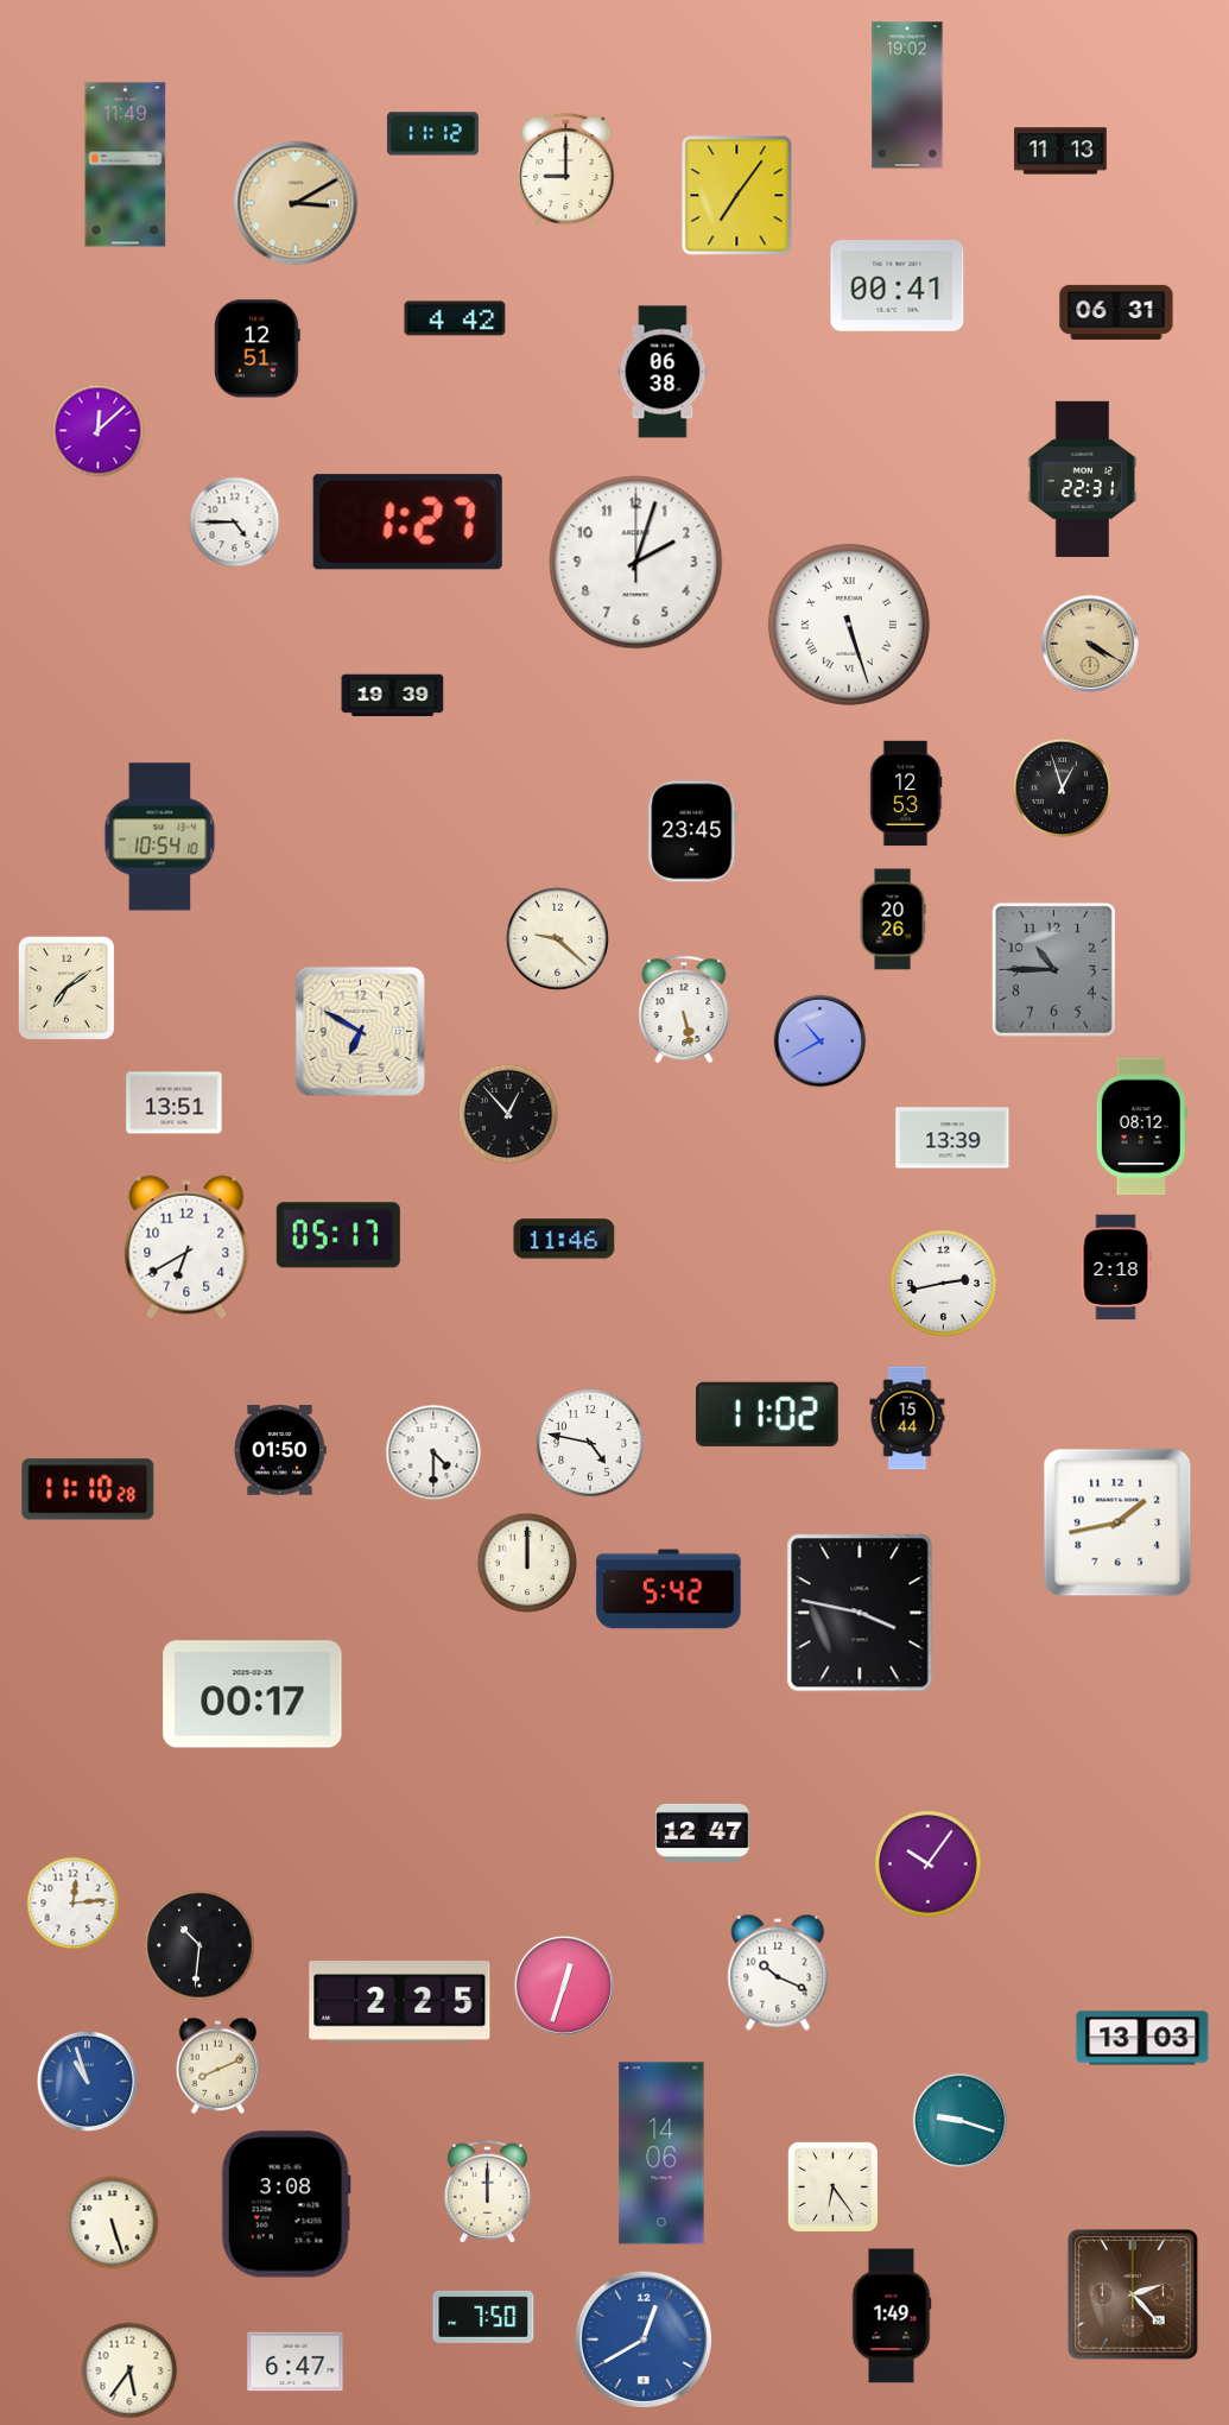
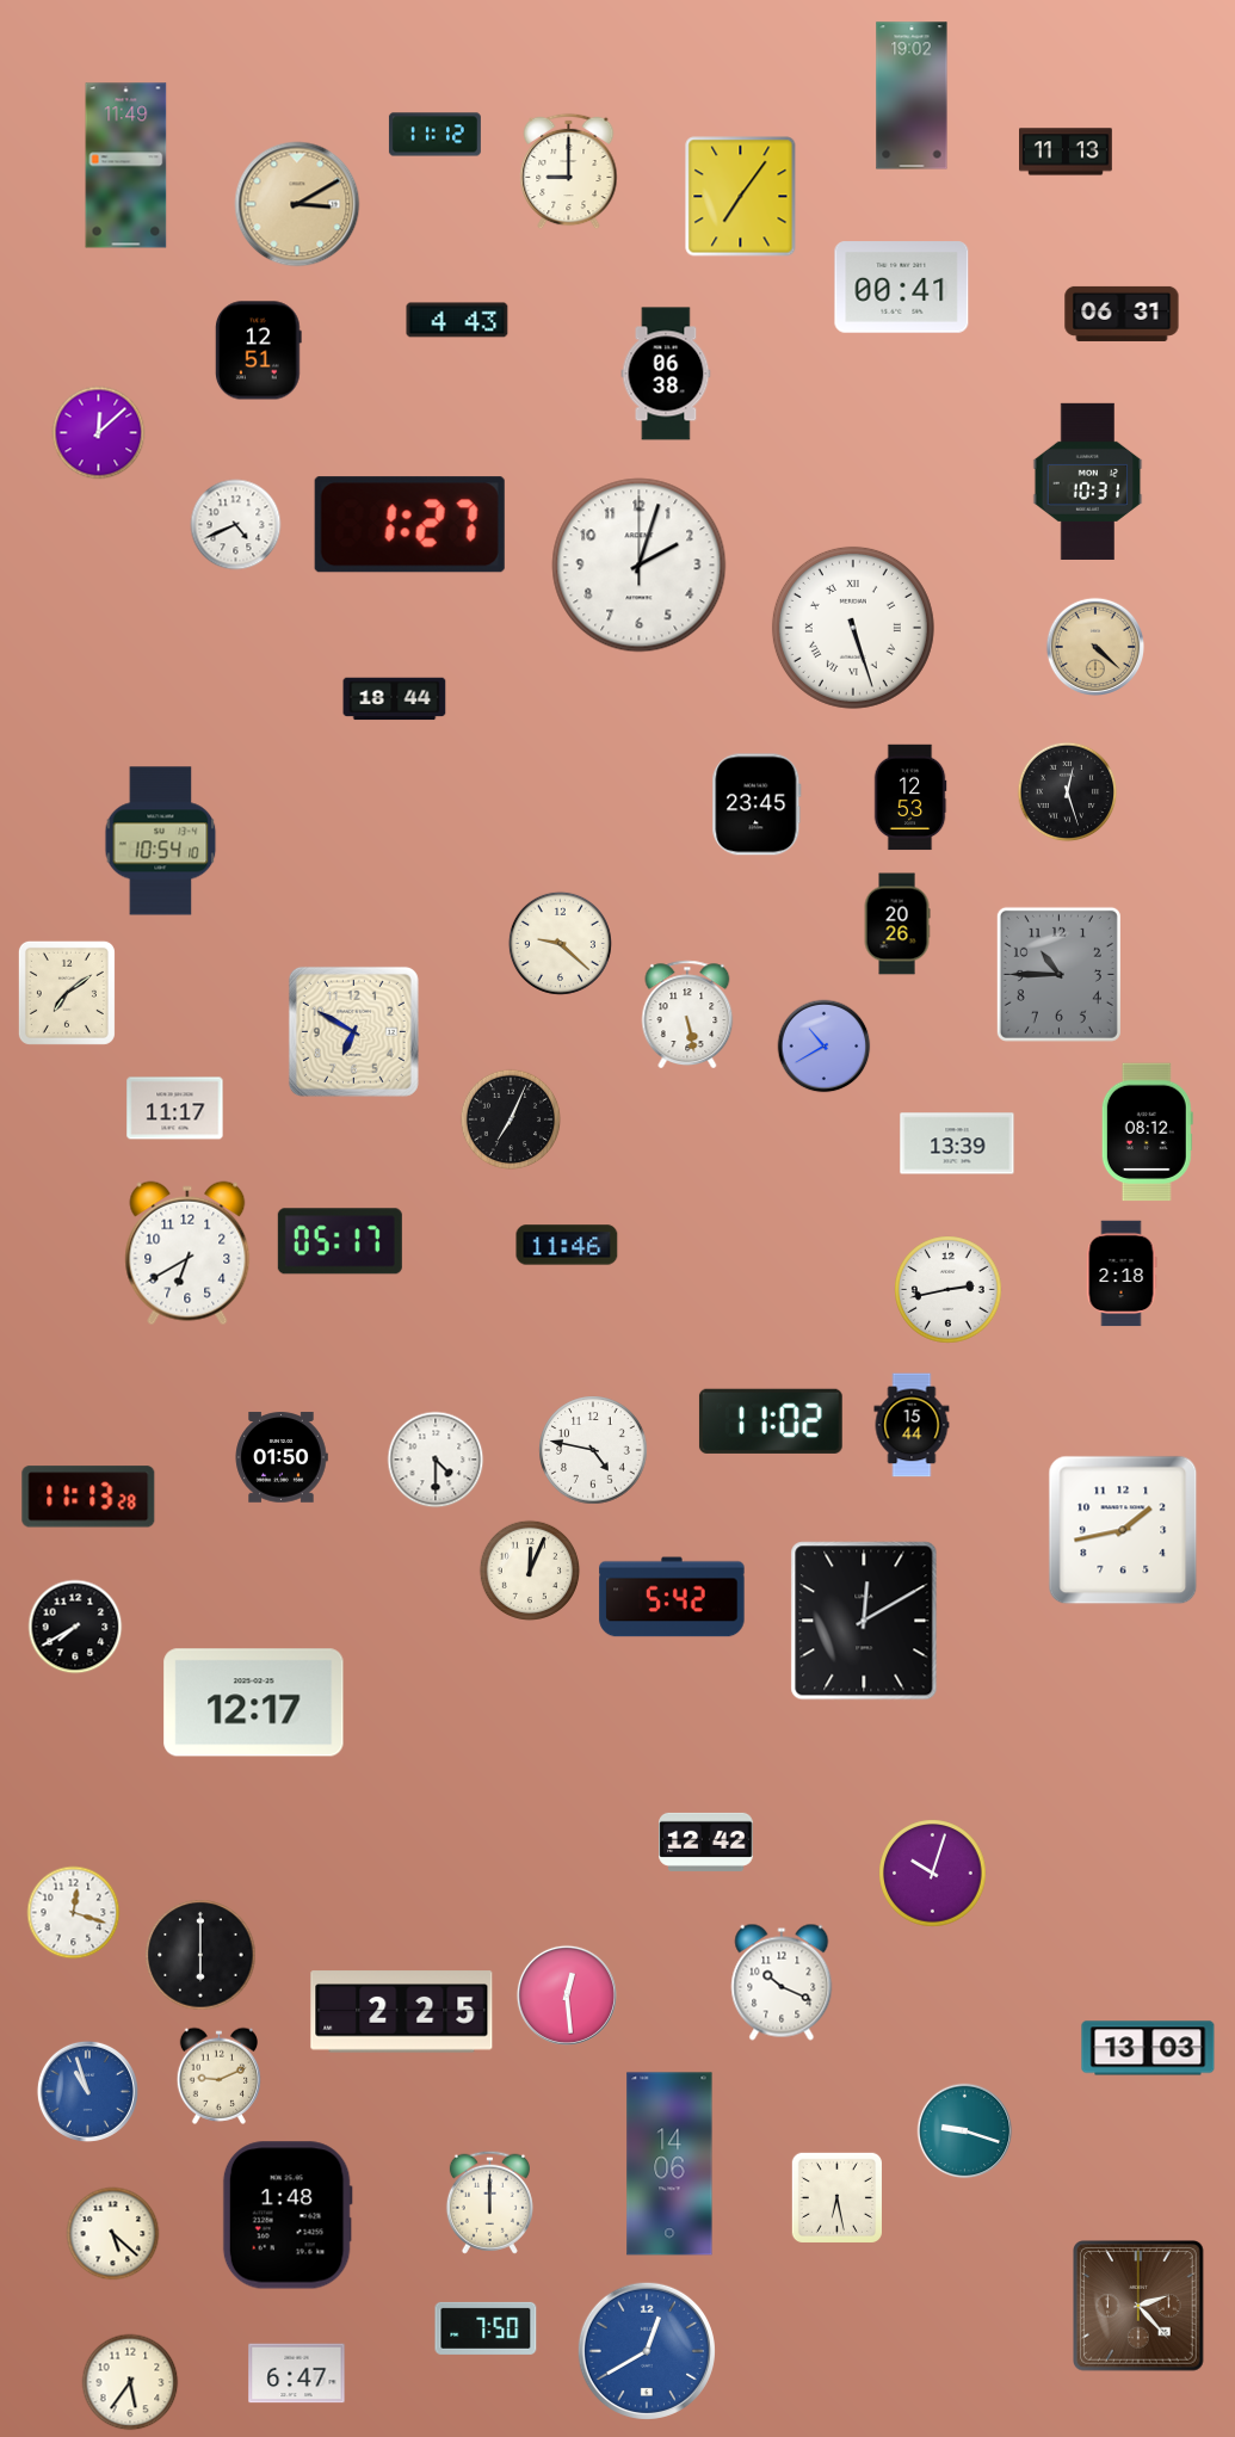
clock at (455, 318): 4:42 -> 4:43
clock at (1083, 479): 22:31 -> 10:31
clock at (235, 523): 4:45 -> 4:41
clock at (1089, 642): 4:20 -> 4:22
clock at (393, 696): 19:39 -> 18:44
clock at (1063, 789): 12:57 -> 12:27
clock at (692, 831) position: (692, 831) -> (757, 804)
clock at (360, 1031) position: (360, 1031) -> (353, 1031)
clock at (175, 1103): 13:51 -> 11:17
clock at (508, 1114): 12:53 -> 7:04
clock at (88, 1489): 11:10 -> 11:13
clock at (527, 1563): 12:00 -> 12:04
clock at (860, 1613): 3:47 -> 12:10
clock at (75, 1627): none -> 7:40
clock at (253, 1695): 00:17 -> 12:17
clock at (703, 1832): 12:47 -> 12:42
clock at (929, 1864): 10:06 -> 10:03
clock at (74, 1904): 12:14 -> 12:18
clock at (199, 1945): 10:31 -> 6:00
clock at (564, 1986): 12:33 -> 12:29
clock at (217, 2065): 8:11 -> 9:11
clock at (661, 2153) position: (661, 2153) -> (669, 2164)
clock at (832, 2186): 6:24 -> 6:28
clock at (286, 2204): 3:08 -> 1:48
clock at (113, 2223): 5:27 -> 5:22
clock at (892, 2316): 1:49 -> none
